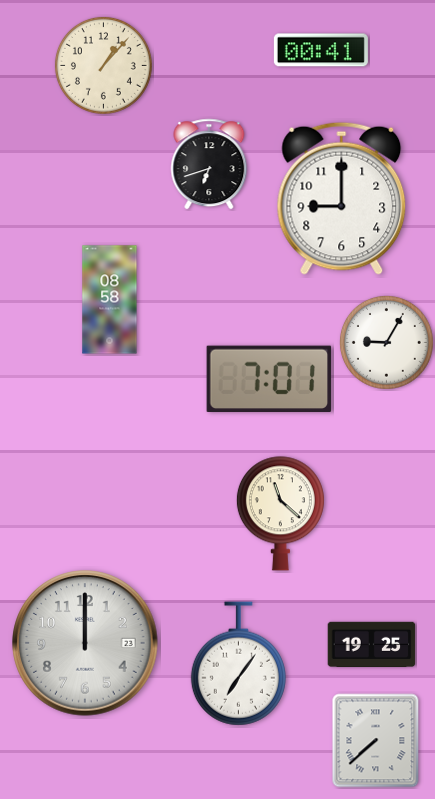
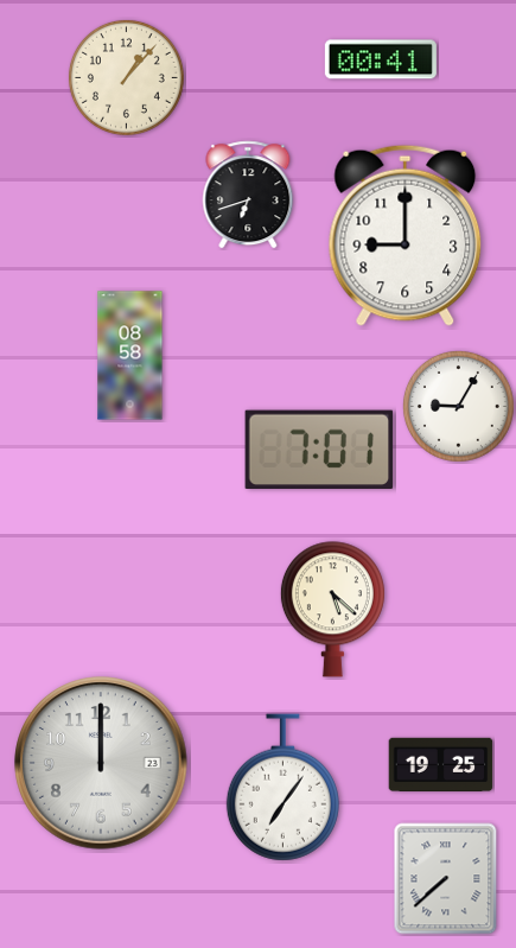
clock at (103, 65) position: (103, 65) -> (126, 77)
clock at (280, 514): 11:22 -> 5:22
